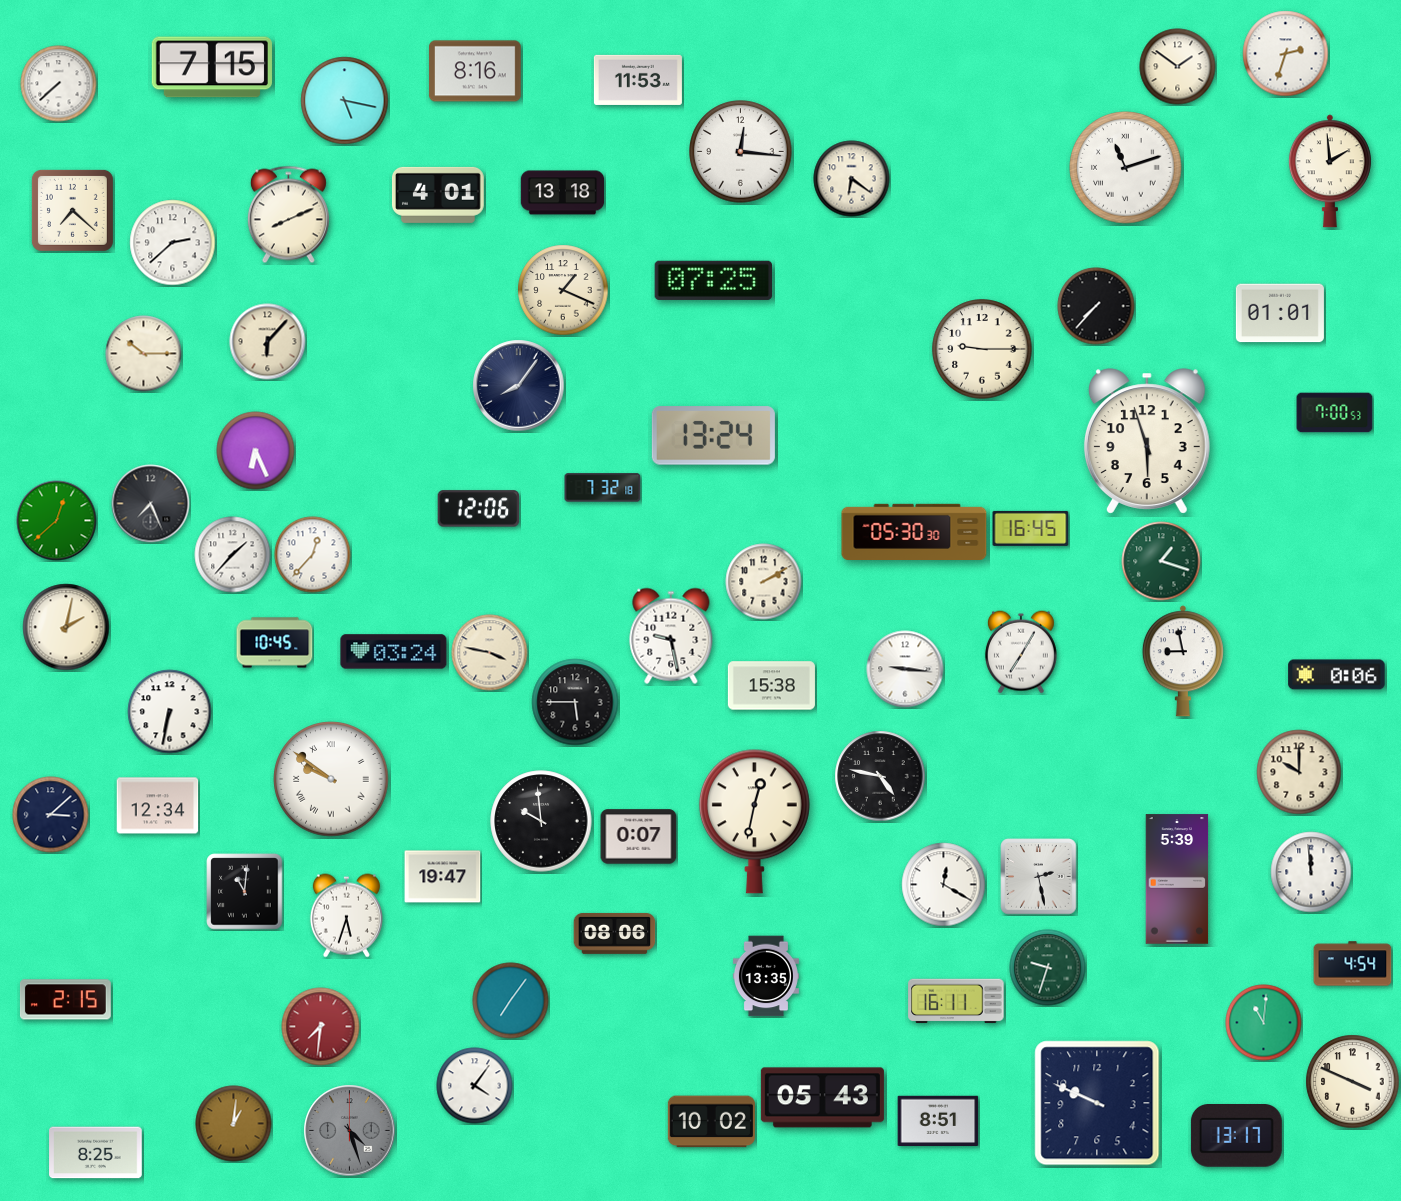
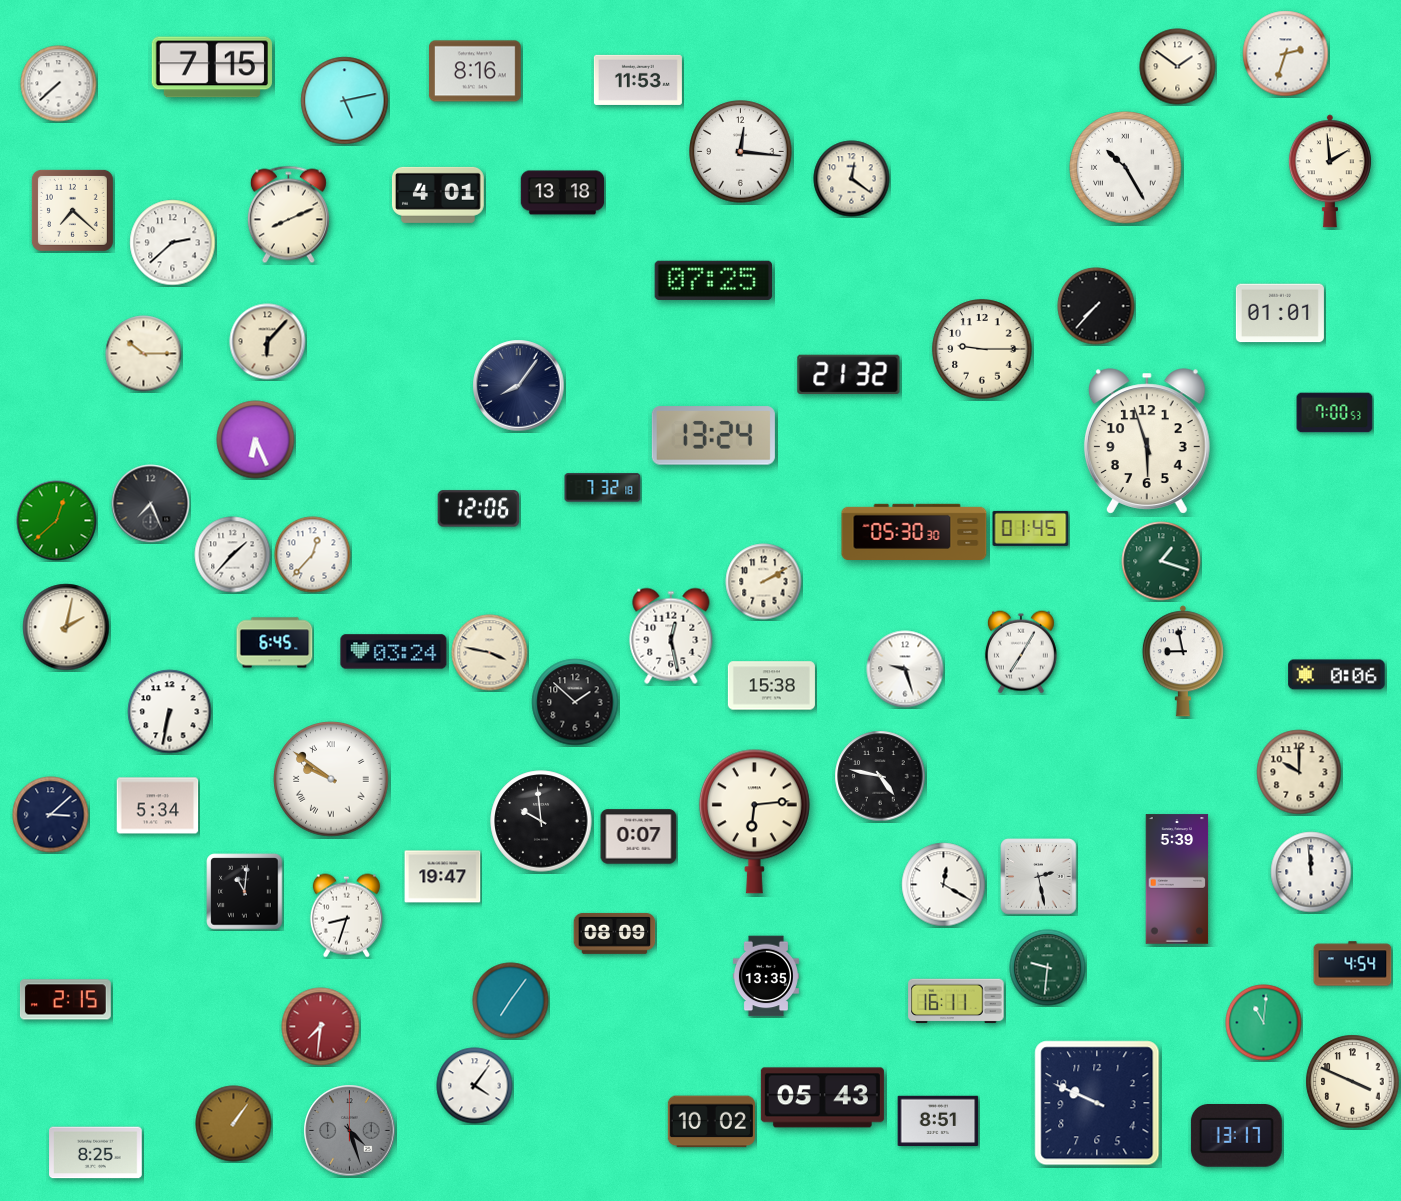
clock at (345, 101): 5:17 -> 5:13
clock at (1126, 168): 11:12 -> 10:25
clock at (852, 179): 6:21 -> 12:21
clock at (563, 290): 1:19 -> none
clock at (849, 375): none -> 21:32
clock at (256, 451) position: (256, 451) -> (256, 440)
clock at (1031, 528): 16:45 -> 01:45
clock at (671, 636): 9:28 -> 12:28
clock at (275, 643): 10:45 -> 6:45
clock at (905, 669): 9:16 -> 9:27
clock at (575, 702): 5:45 -> 1:52
clock at (158, 806): 12:34 -> 5:34
clock at (754, 821): 12:32 -> 6:14
clock at (346, 916): 5:33 -> 8:33
clock at (615, 933): 08:06 -> 08:09
clock at (1048, 968): 9:33 -> 9:31
clock at (234, 1124): 1:01 -> 1:06
